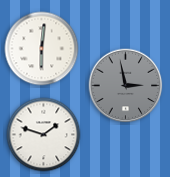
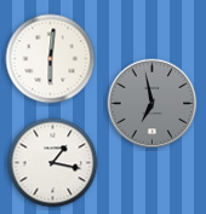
clock at (126, 86): 2:58 -> 6:58
clock at (44, 135): 1:48 -> 1:17
